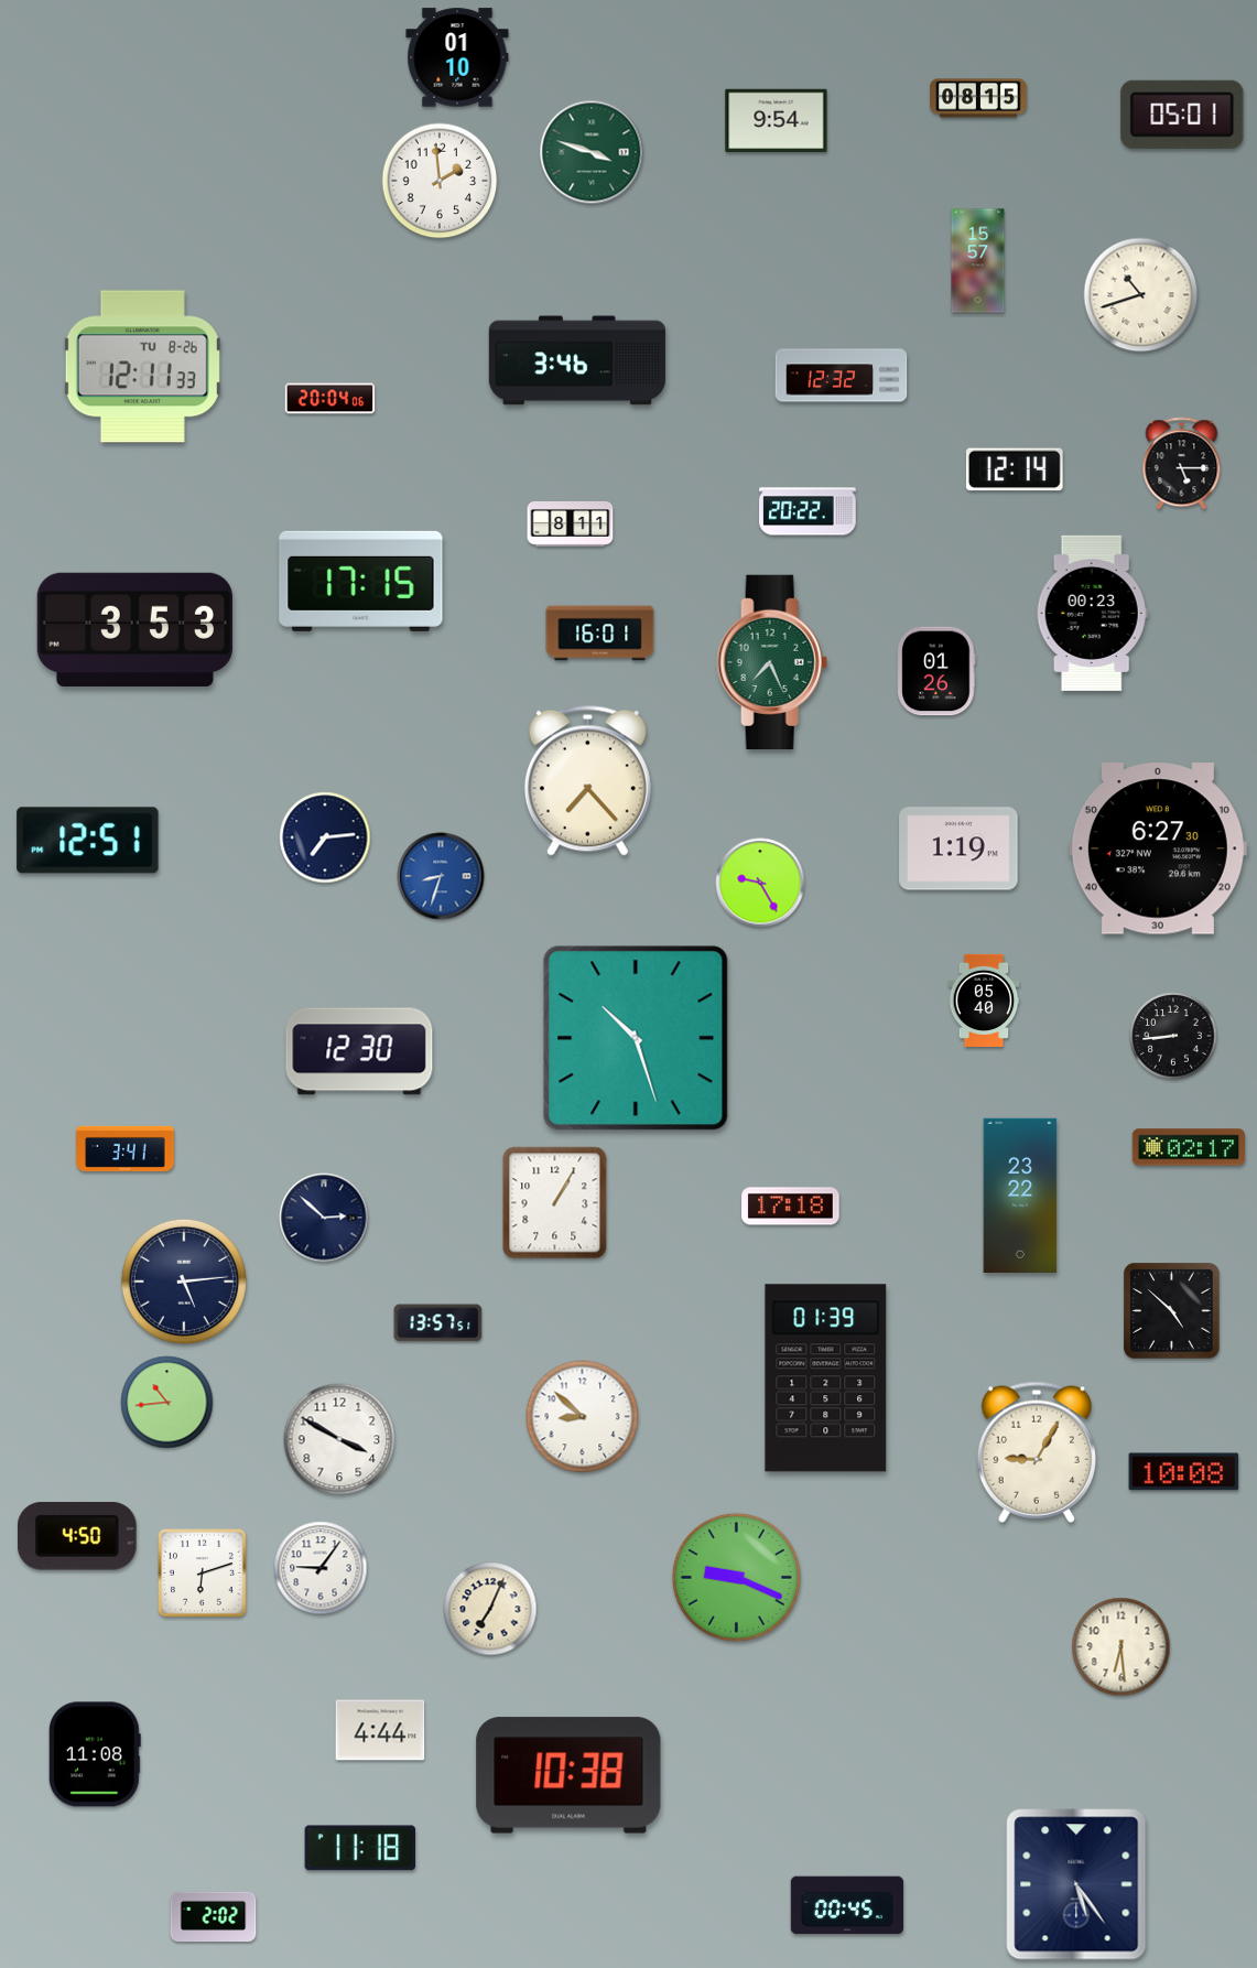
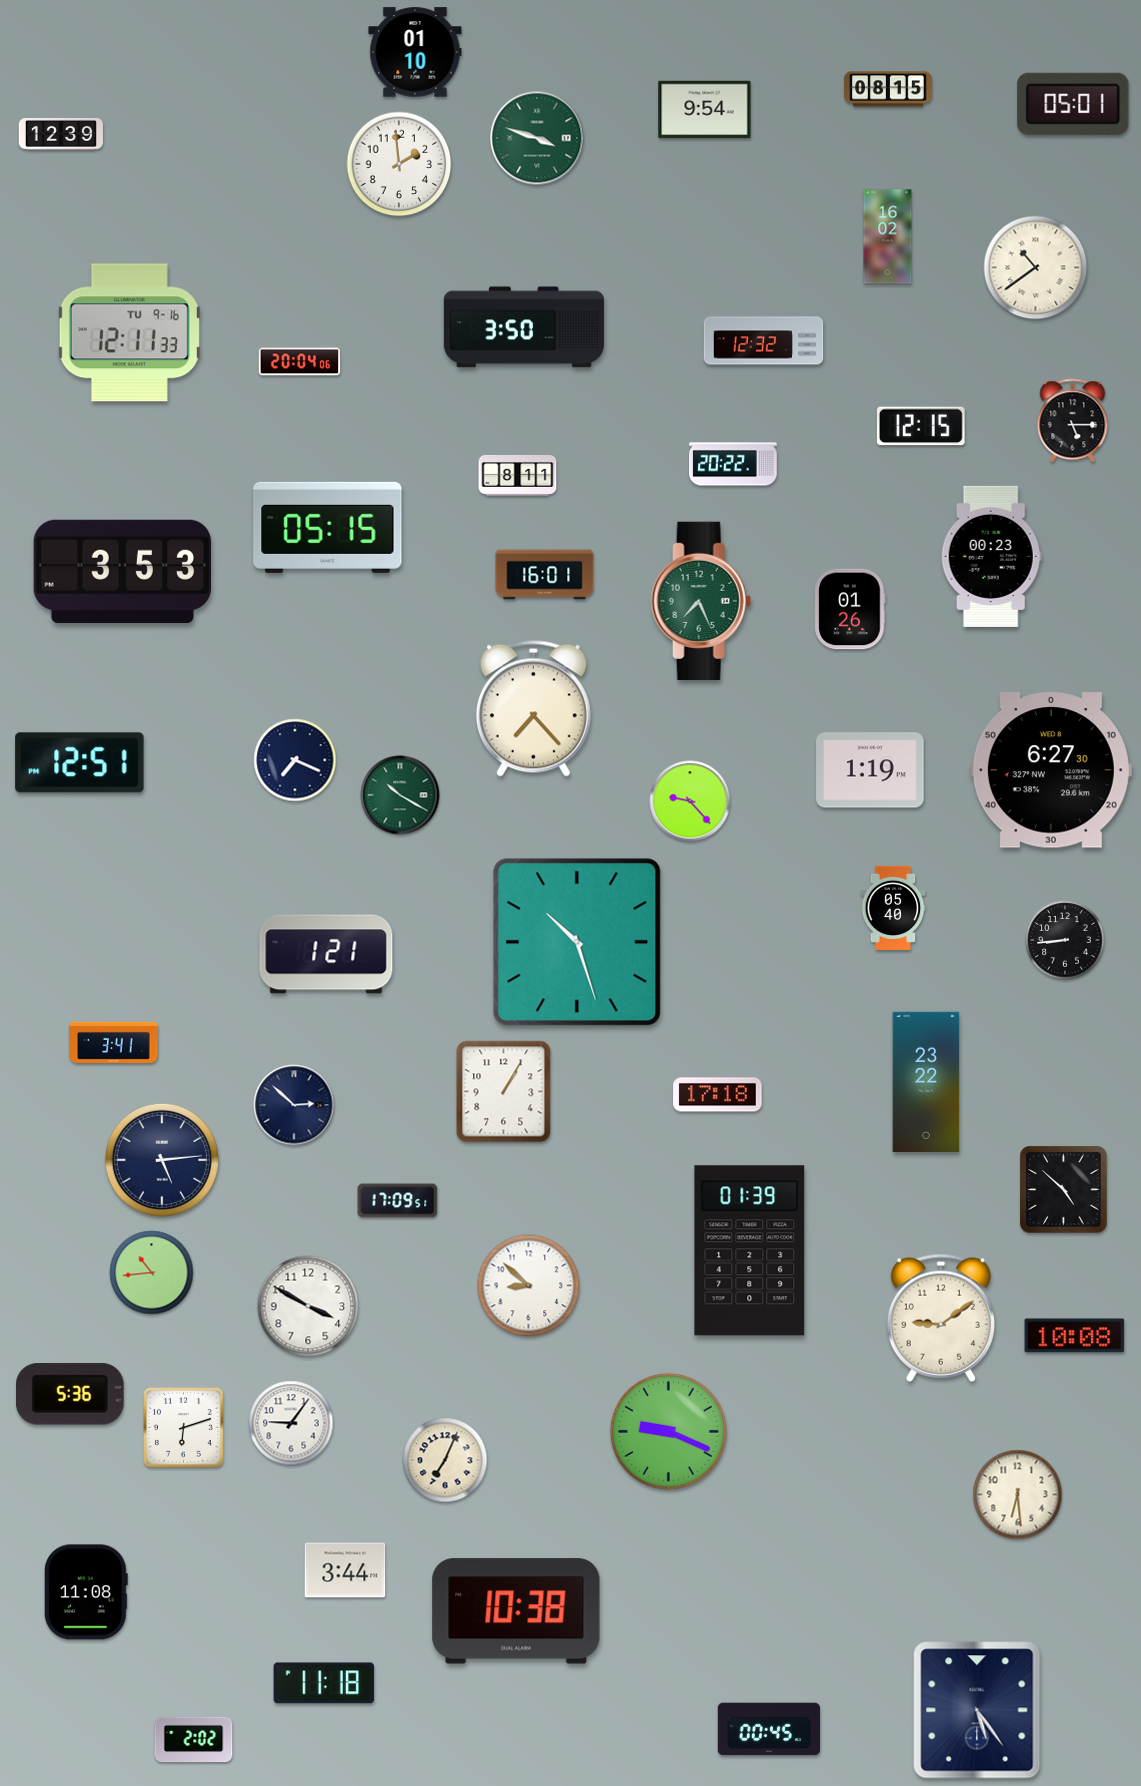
clock at (61, 135): none -> 12:39
clock at (978, 261): 15:57 -> 16:02
clock at (1141, 295): 10:42 -> 10:39
clock at (577, 360): 3:46 -> 3:50
clock at (142, 367) date: TU 8-26 -> TU 9-16
clock at (1015, 469): 12:14 -> 12:15
clock at (361, 581): 17:15 -> 05:15
clock at (325, 837): 7:14 -> 7:19
clock at (441, 876): 8:33 -> 10:20
clock at (441, 876) dial: blue -> green
clock at (760, 883): 9:25 -> 9:23
clock at (359, 1051): 12:30 -> 1:21
clock at (1188, 1147): 02:17 -> none
clock at (1020, 1194) position: (1020, 1194) -> (926, 1081)
clock at (184, 1282) position: (184, 1282) -> (162, 1160)
clock at (438, 1323): 13:57 -> 17:09
clock at (1036, 1452): 9:05 -> 9:09
clock at (78, 1536): 4:50 -> 5:36
clock at (380, 1730): 4:44 -> 3:44
clock at (360, 1848) position: (360, 1848) -> (324, 1683)
